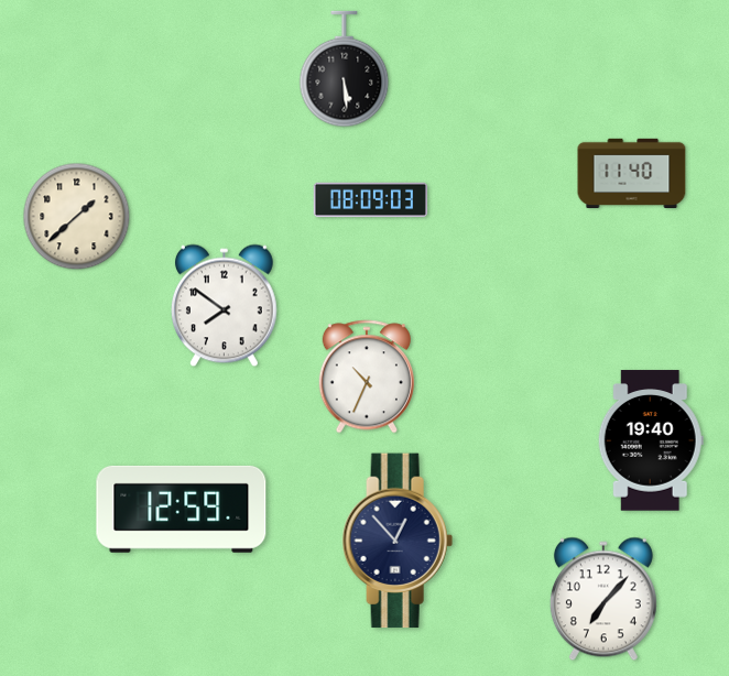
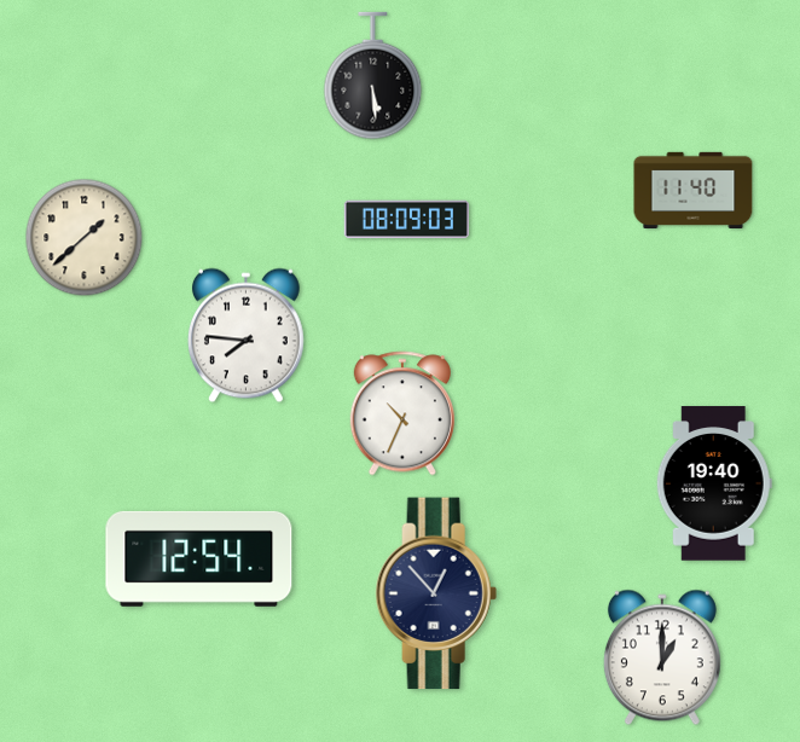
clock at (345, 69) position: (345, 69) -> (373, 76)
clock at (224, 306): 7:51 -> 7:46
clock at (182, 509): 12:59 -> 12:54
clock at (603, 599): 7:07 -> 1:00
